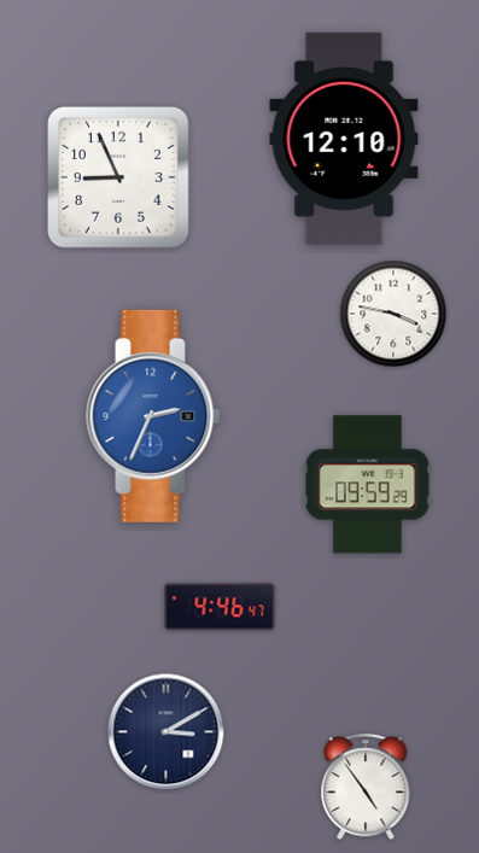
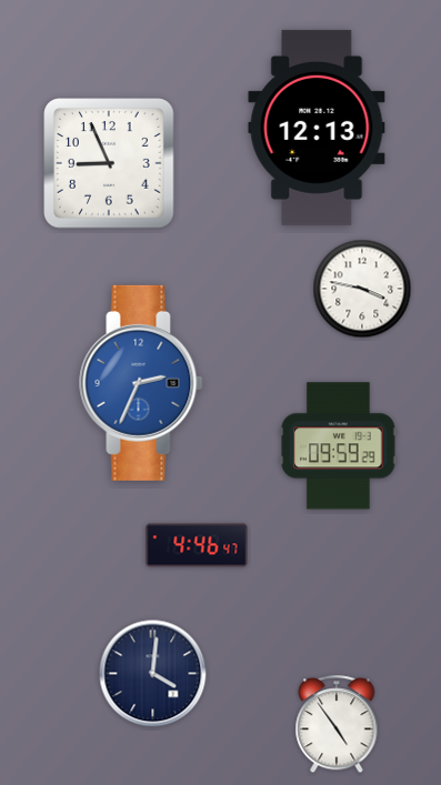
clock at (344, 139): 12:10 -> 12:13
clock at (220, 607) position: (220, 607) -> (197, 545)
clock at (167, 732): 3:10 -> 4:01
